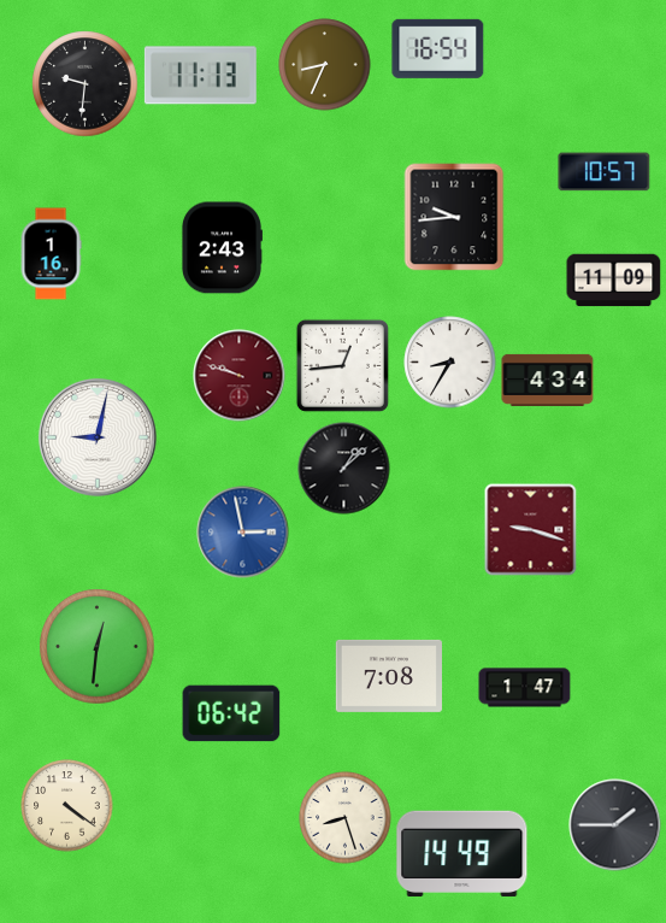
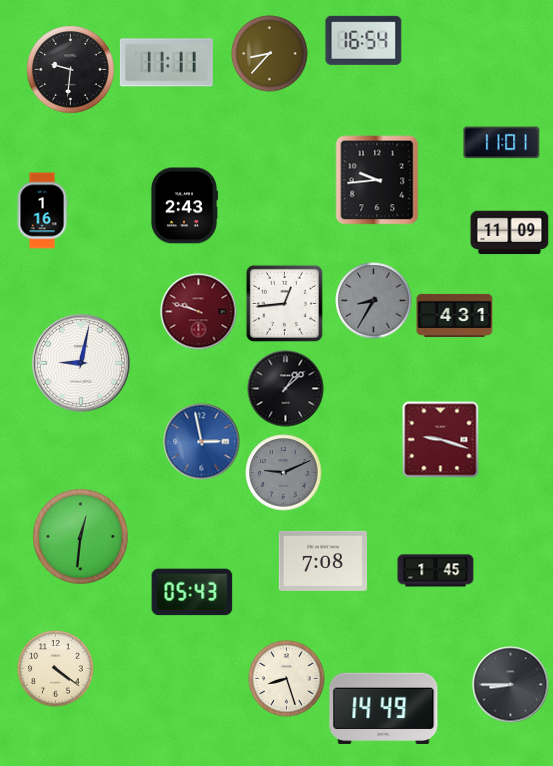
clock at (325, 65): 8:34 -> 8:37
clock at (200, 76): 11:13 -> 11:11
clock at (605, 172): 10:57 -> 11:01
clock at (450, 363) dial: white -> grey
clock at (548, 380): 4:34 -> 4:31
clock at (284, 473): none -> 9:11
clock at (525, 688): 1:47 -> 1:45
clock at (231, 713): 06:42 -> 05:43
clock at (615, 825): 1:45 -> 8:45
